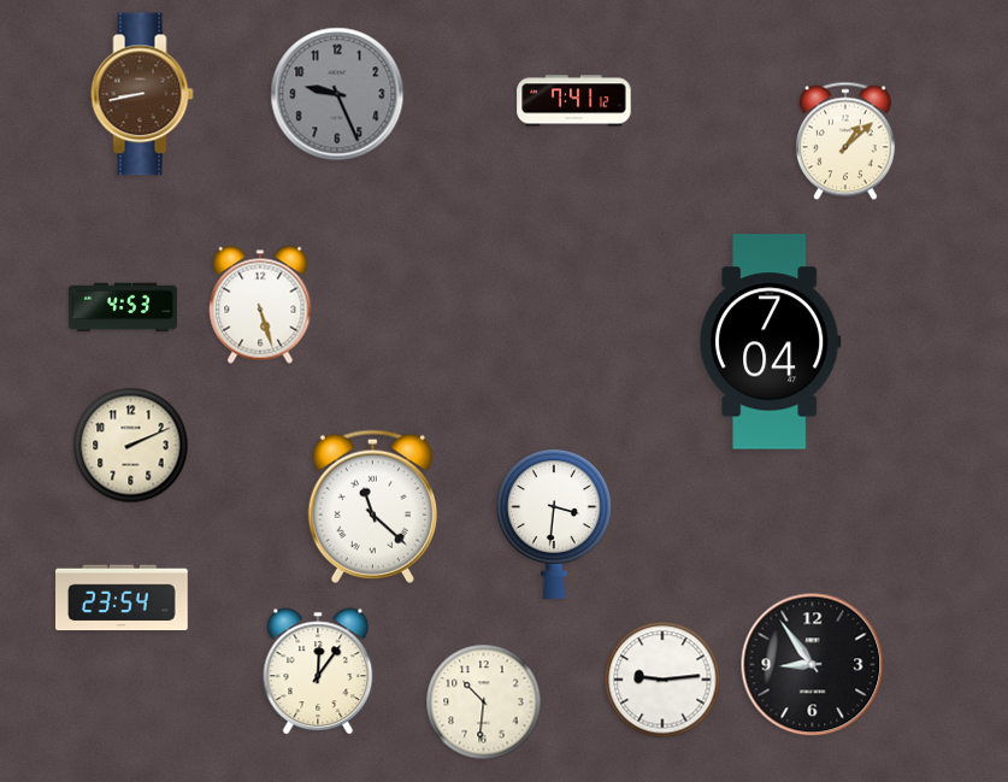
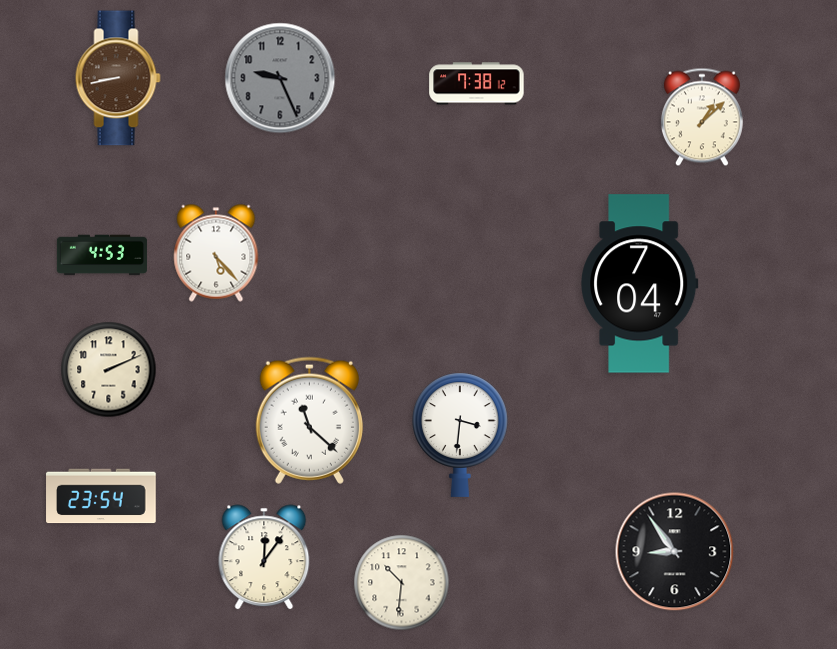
clock at (574, 101): 7:41 -> 7:38
clock at (260, 305): 5:27 -> 5:23
clock at (662, 680): 9:14 -> none
